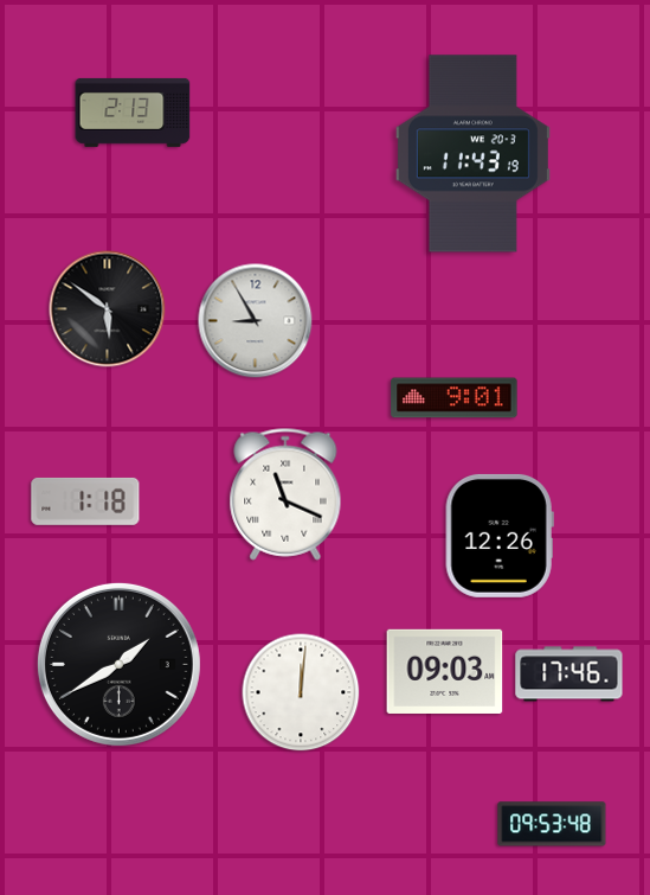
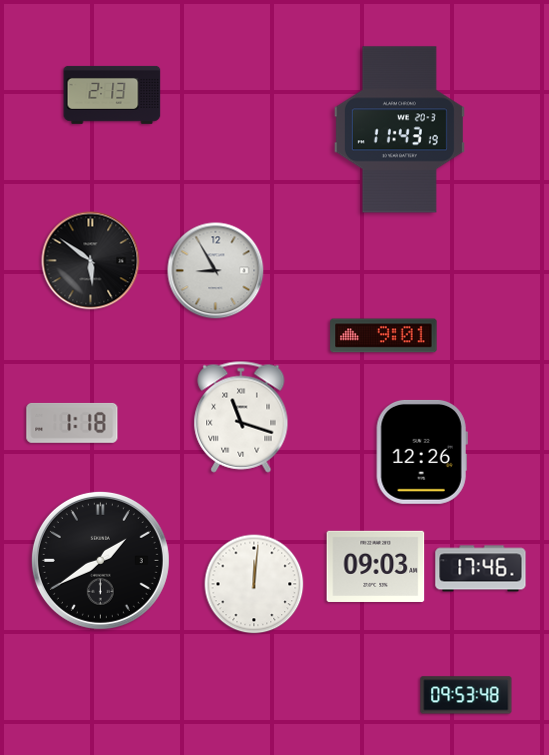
clock at (285, 494): 11:19 -> 11:18
